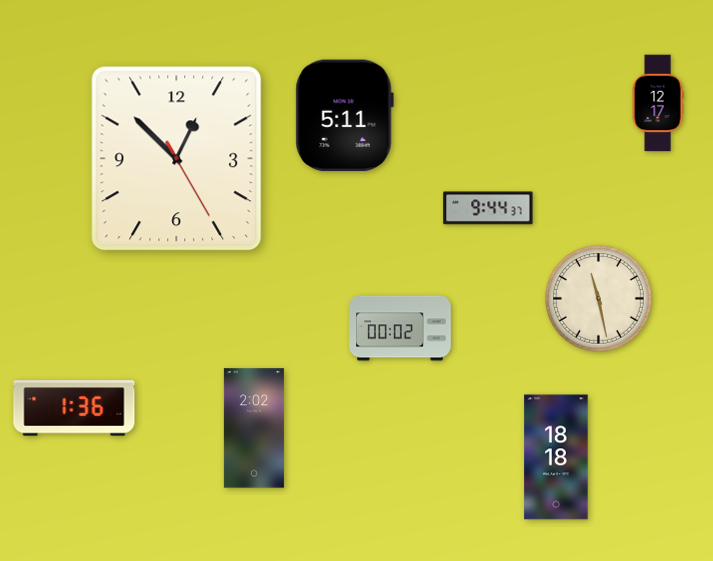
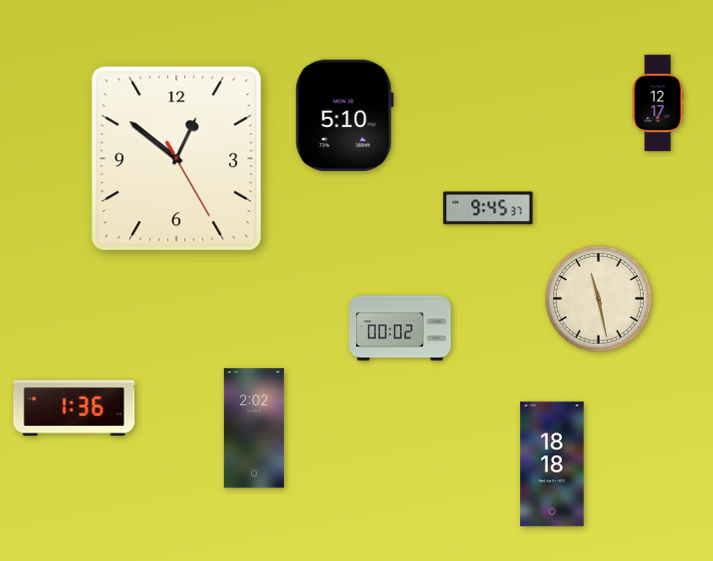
clock at (344, 116): 5:11 -> 5:10
clock at (177, 159): 12:52 -> 12:51
clock at (488, 208): 9:44 -> 9:45
clock at (556, 457) position: (556, 457) -> (552, 464)
